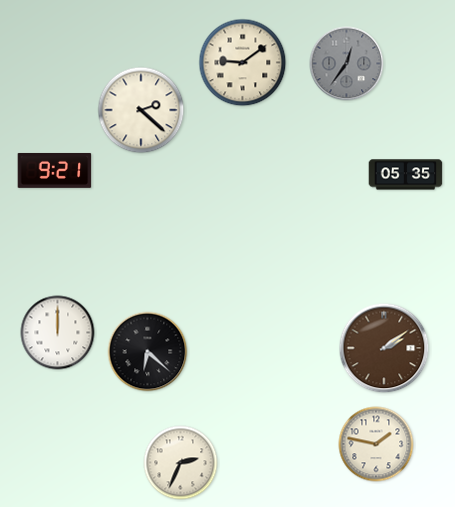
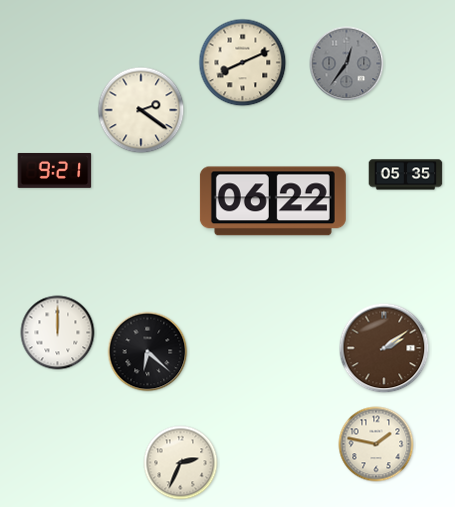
clock at (243, 63): 9:09 -> 8:11
clock at (141, 110): 2:22 -> 2:21
clock at (273, 201): none -> 06:22
